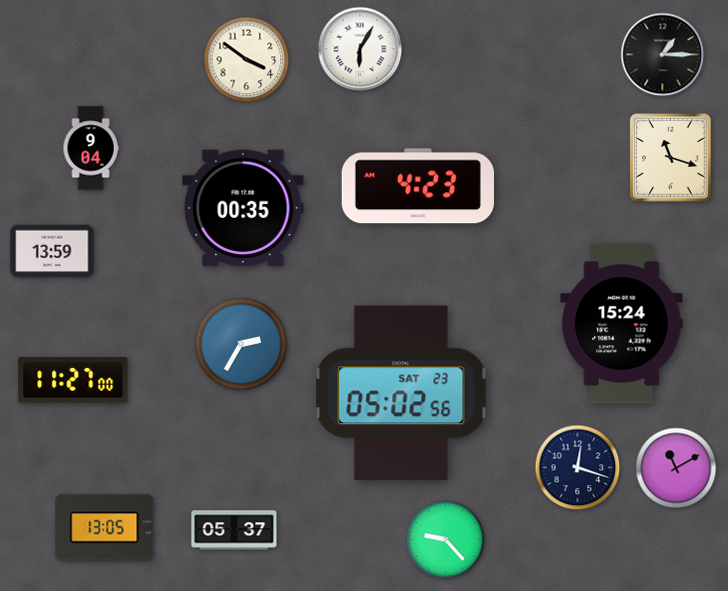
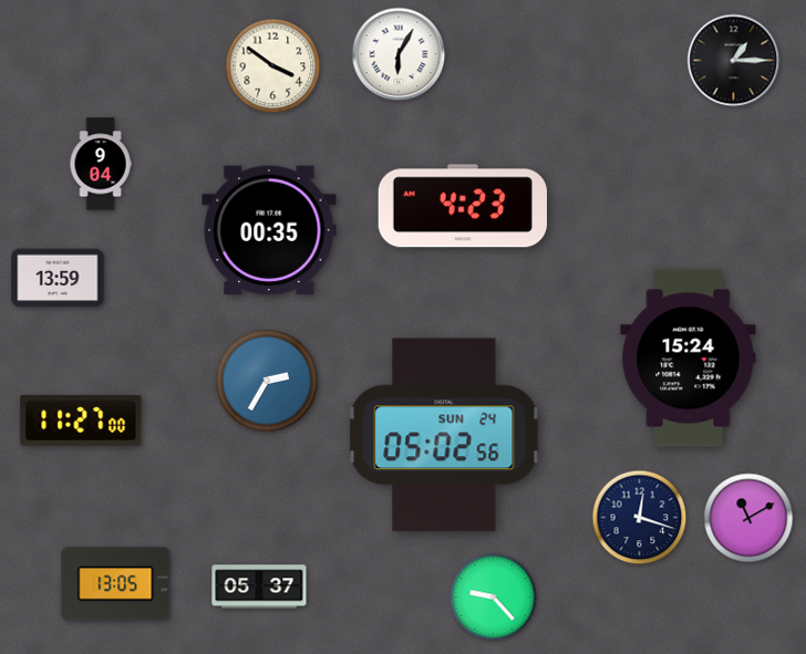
clock at (671, 158): 11:18 -> none
clock at (401, 393) date: SAT 23 -> SUN 24
